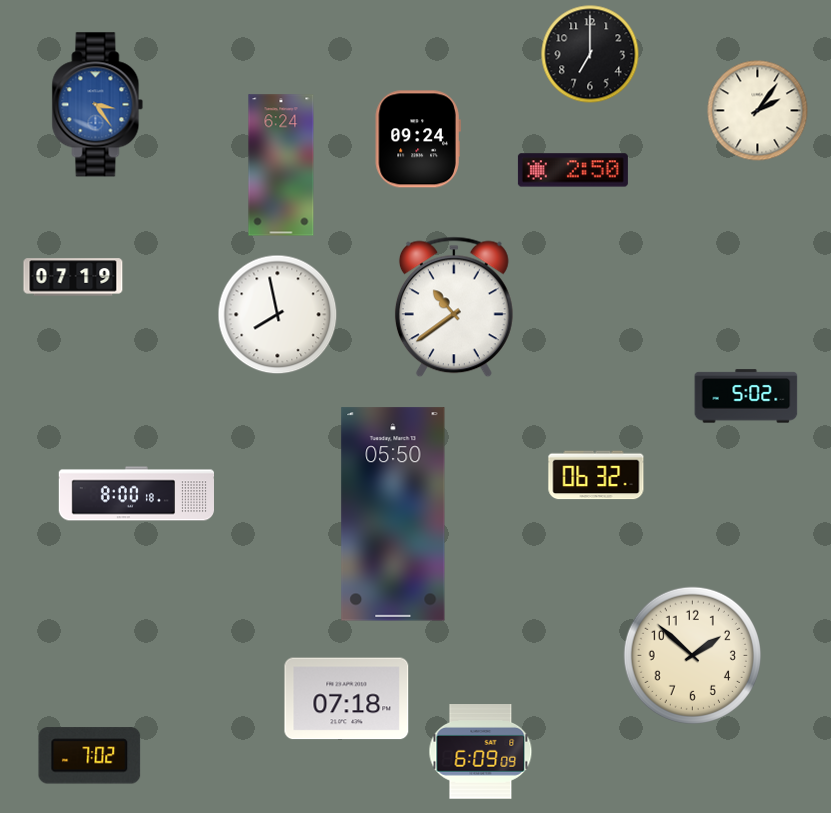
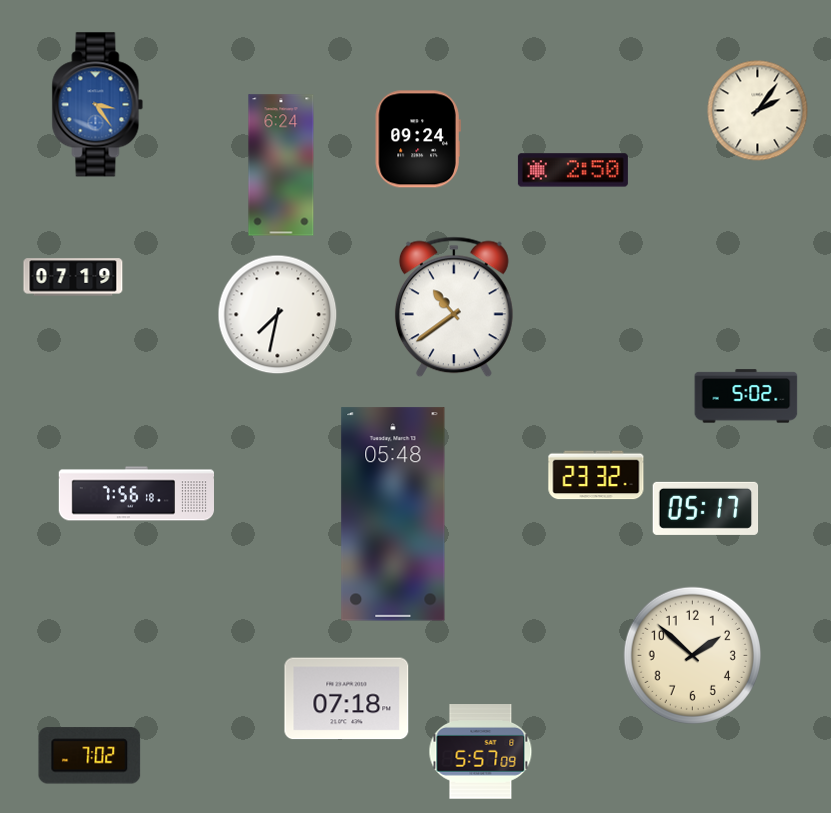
clock at (590, 54): 7:00 -> none
clock at (278, 315): 7:58 -> 7:32
clock at (596, 475): 06:32 -> 23:32
clock at (136, 494): 8:00 -> 7:56
clock at (706, 508): none -> 05:17
clock at (393, 514): 05:50 -> 05:48
clock at (481, 752): 6:09 -> 5:57
